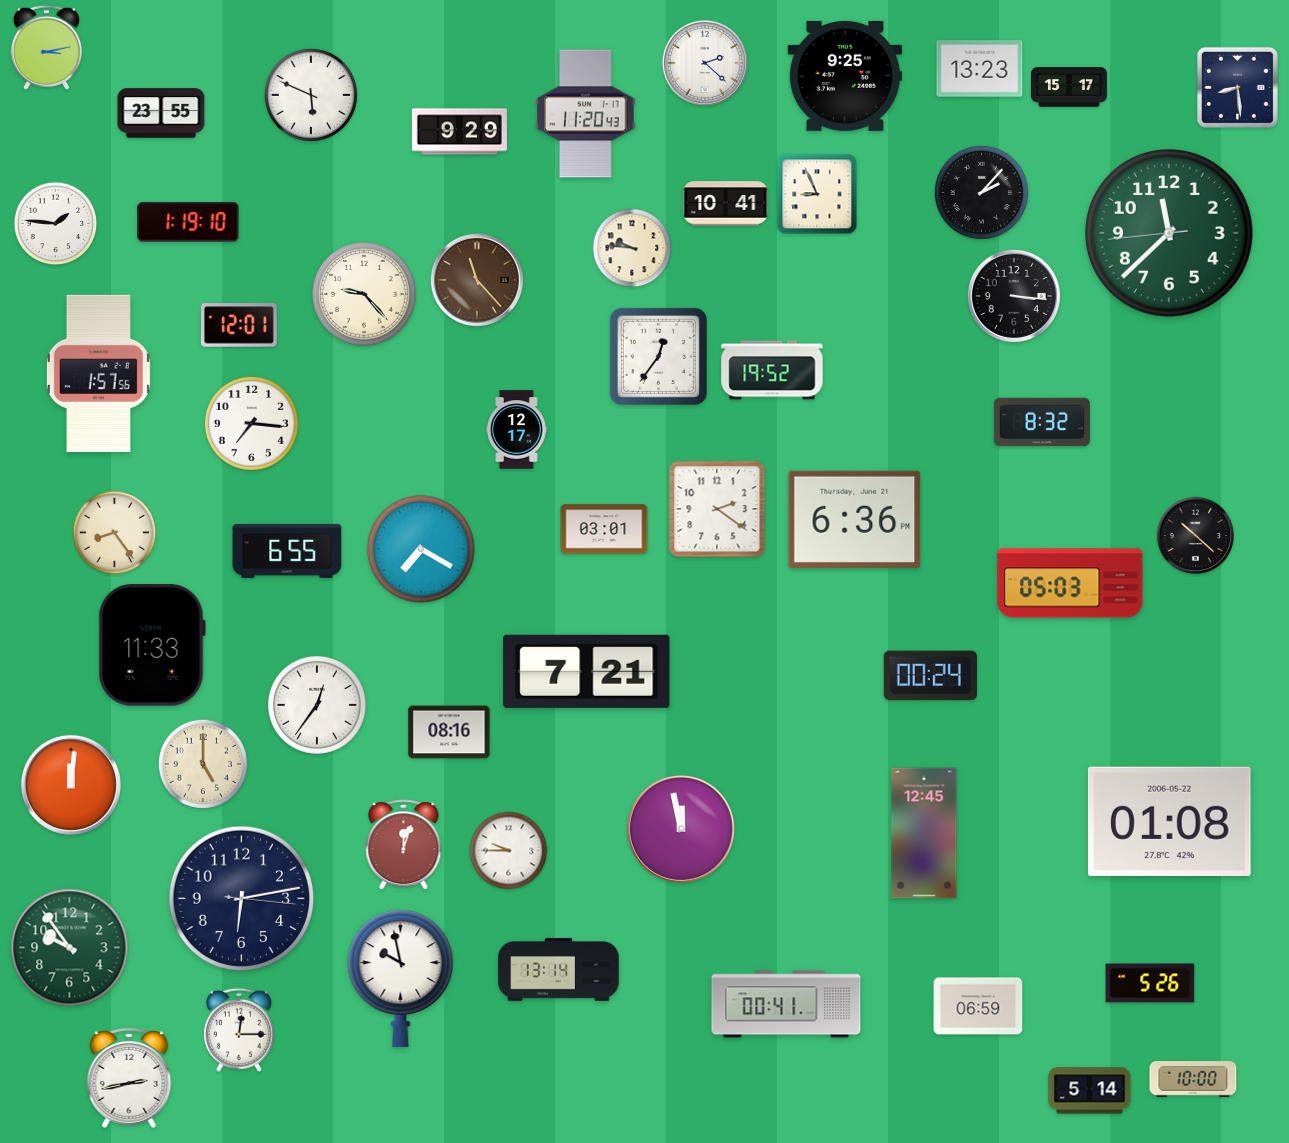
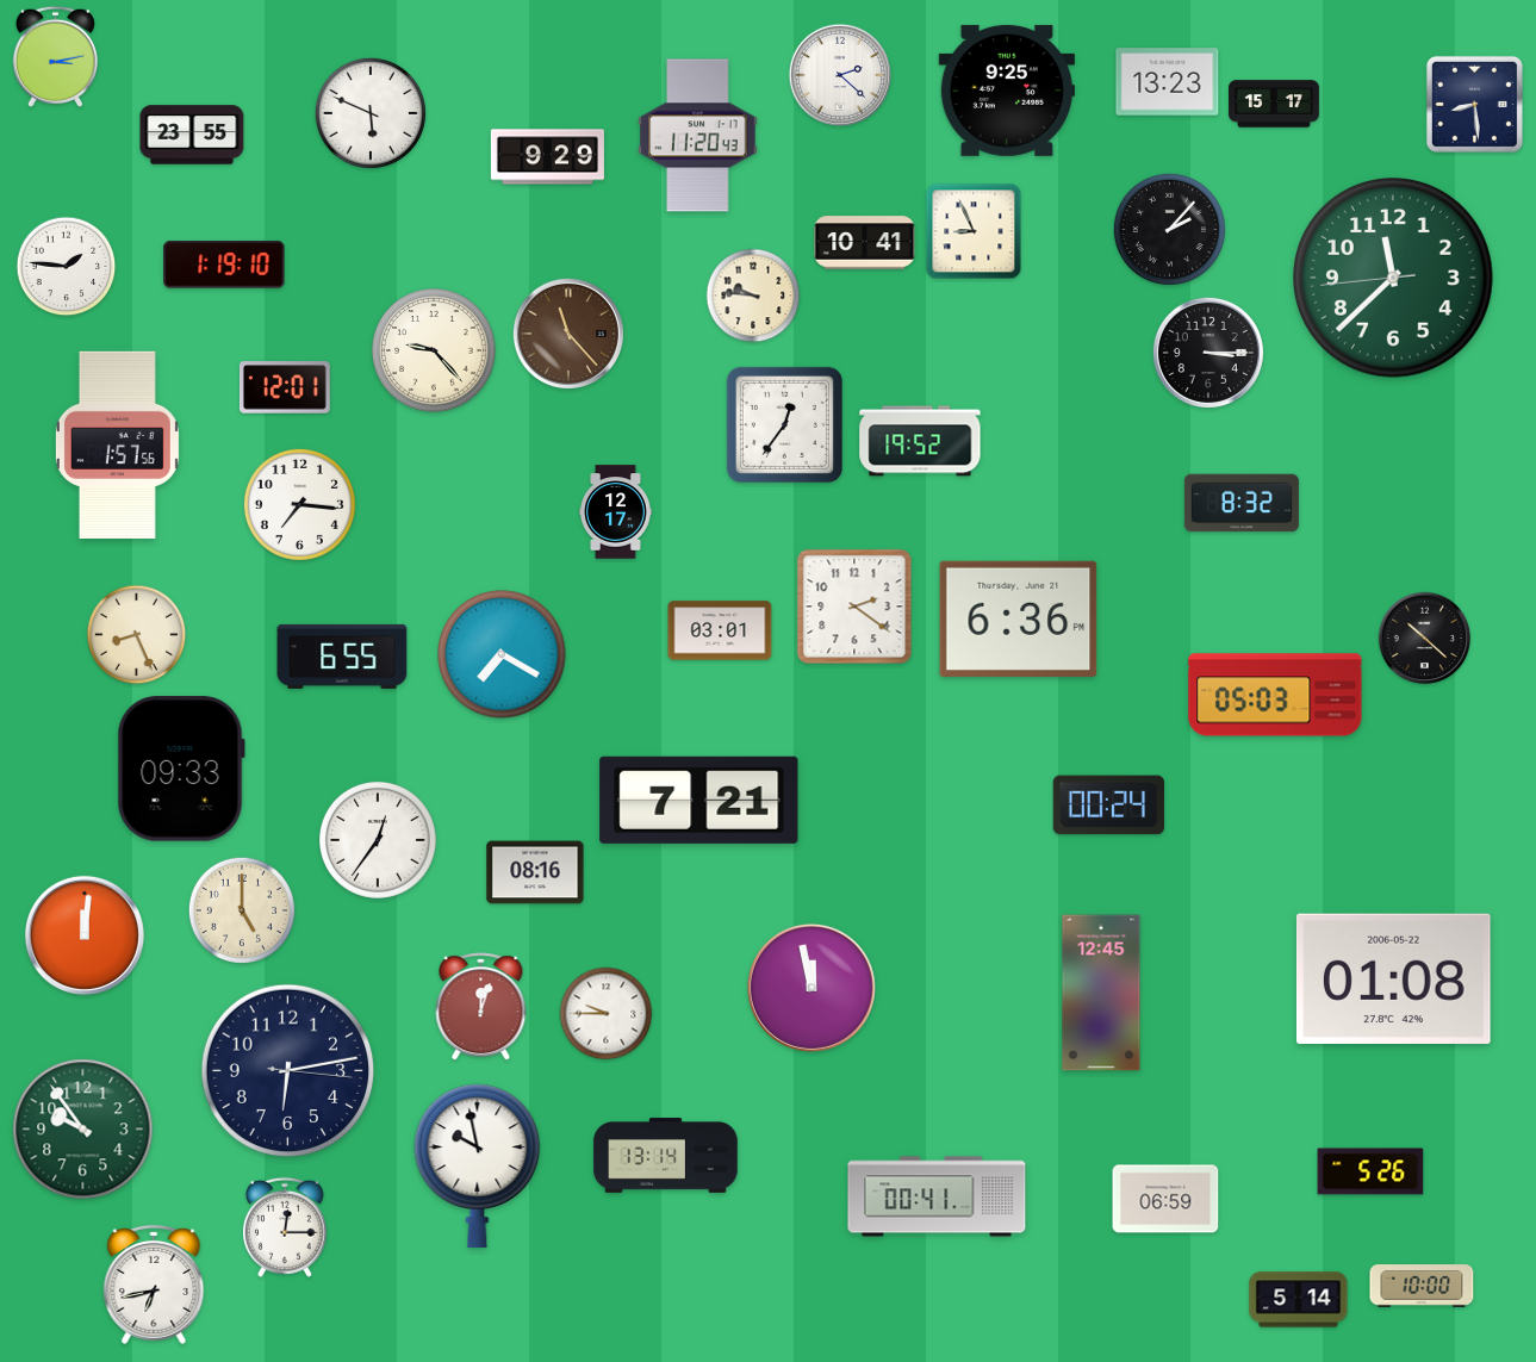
clock at (1014, 296): 3:16 -> 3:15
clock at (115, 533): 8:24 -> 8:26
clock at (152, 645): 11:33 -> 09:33
clock at (129, 1078): 2:43 -> 6:43
